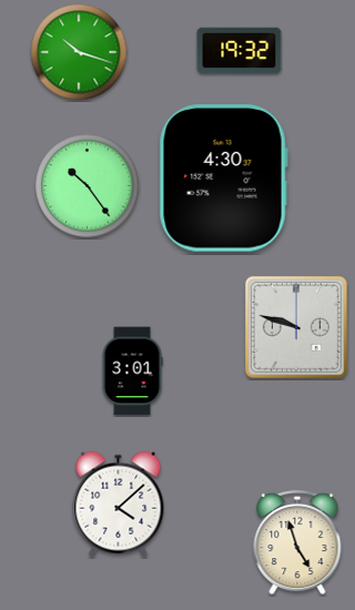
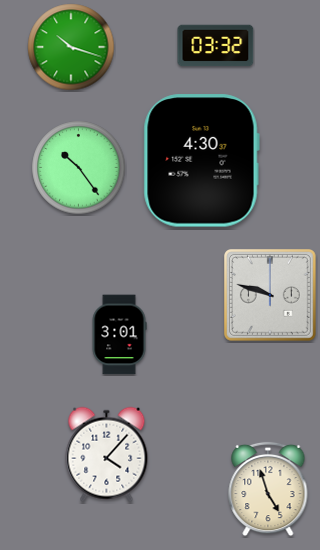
clock at (240, 51): 19:32 -> 03:32
clock at (297, 328) position: (297, 328) -> (271, 296)
clock at (119, 505): 4:08 -> 4:07
